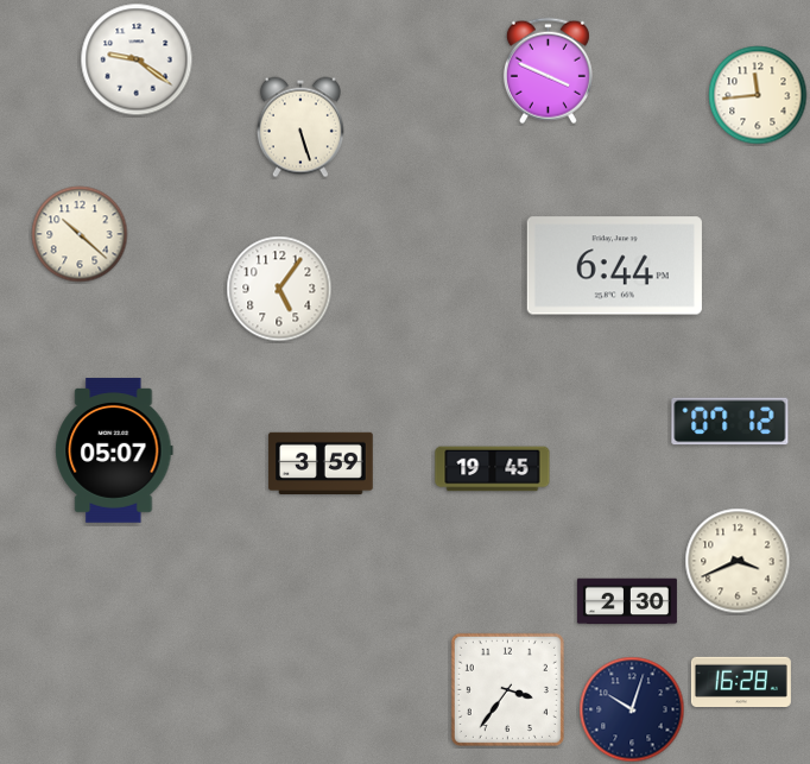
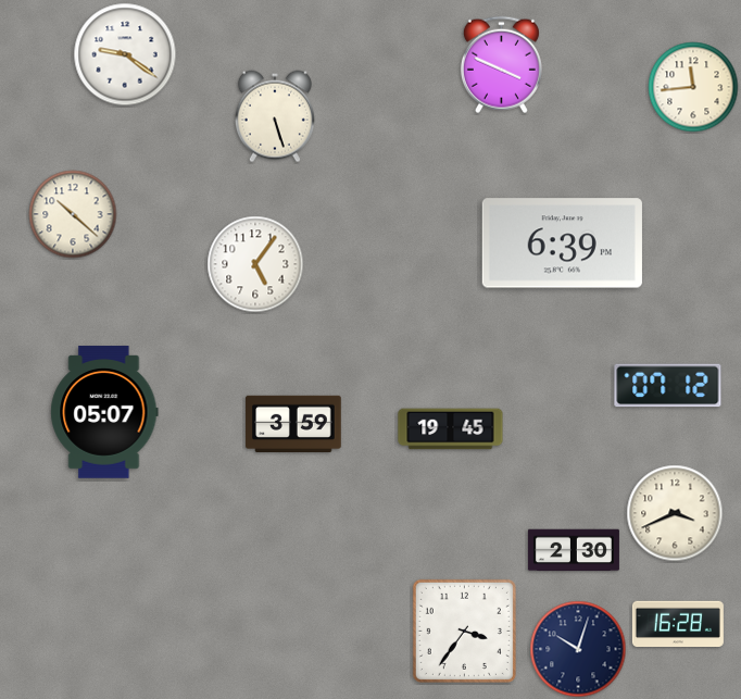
clock at (614, 266): 6:44 -> 6:39
